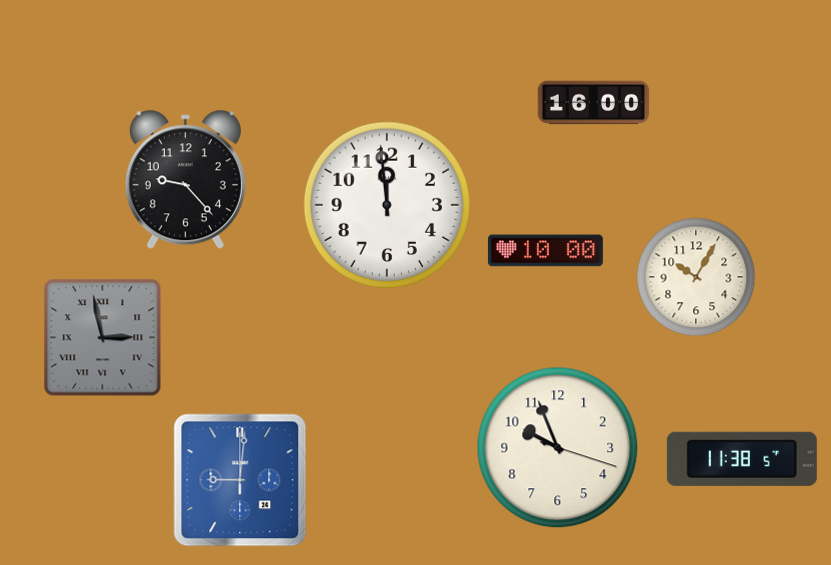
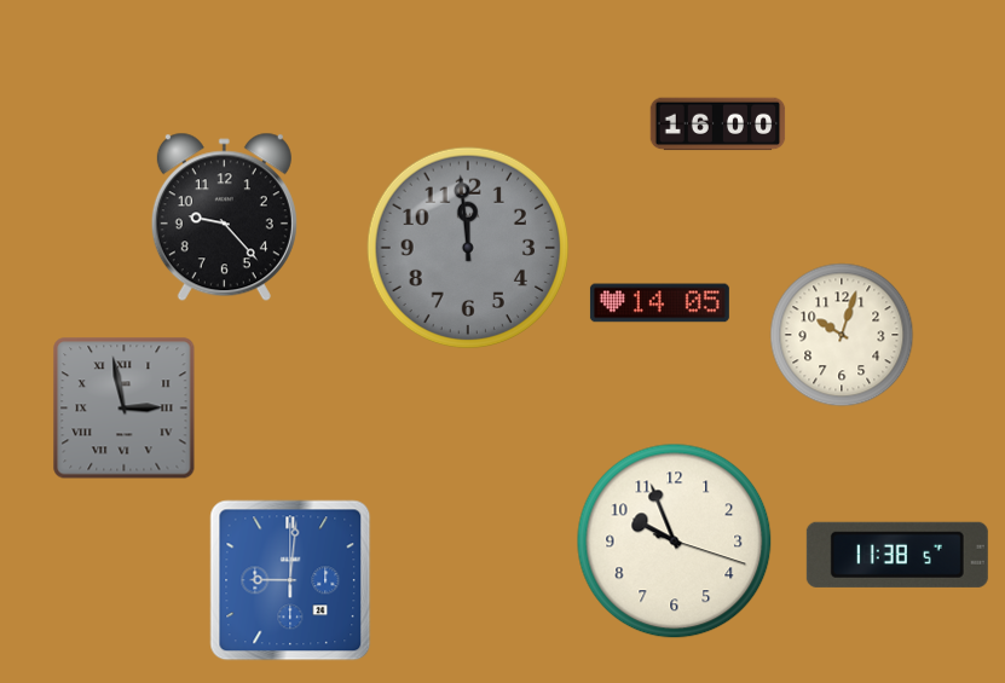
clock at (387, 205) dial: white -> grey
clock at (545, 251): 10:00 -> 14:05
clock at (696, 277): 10:05 -> 10:03
